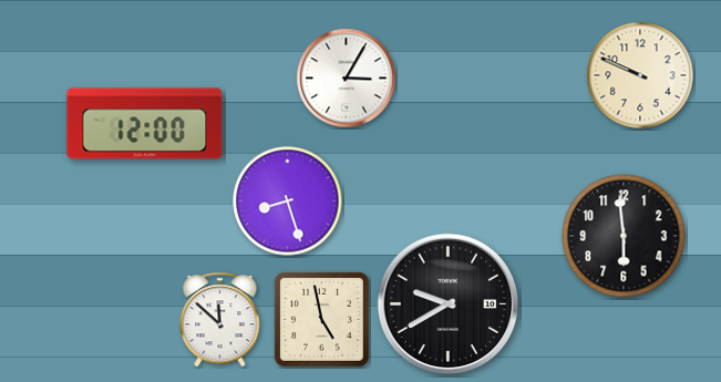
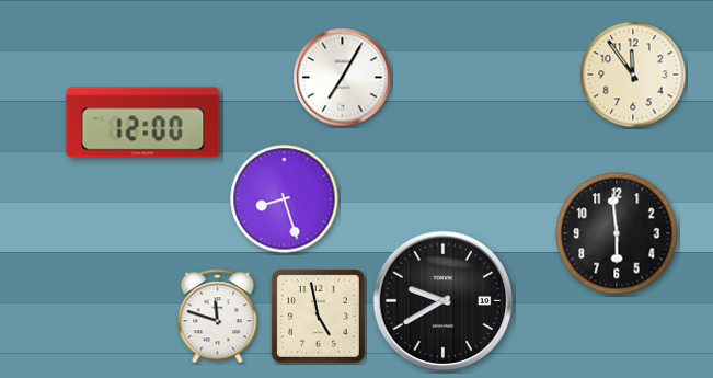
clock at (640, 75): 9:49 -> 11:54
clock at (347, 79): 3:05 -> 7:05
clock at (220, 320): 11:52 -> 11:48
